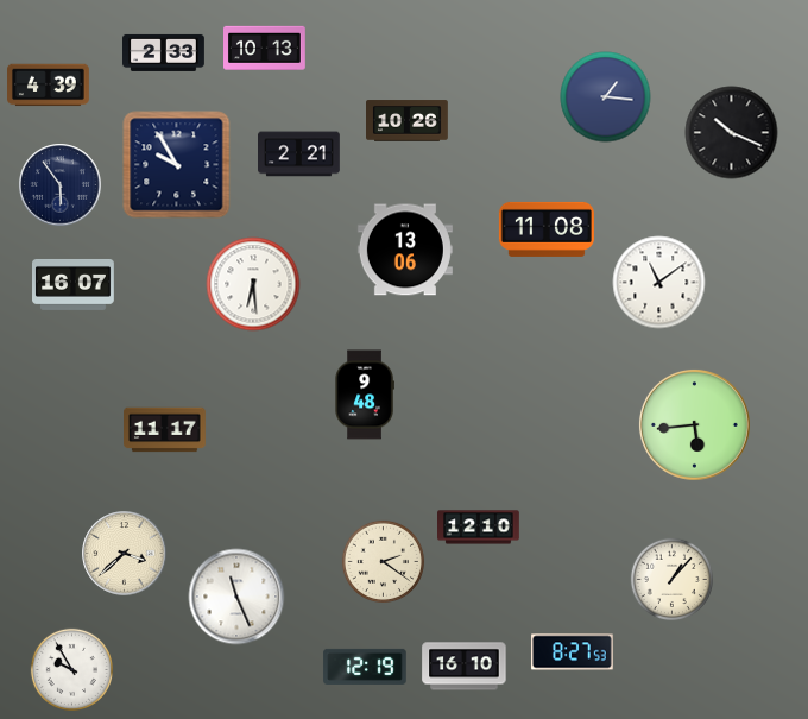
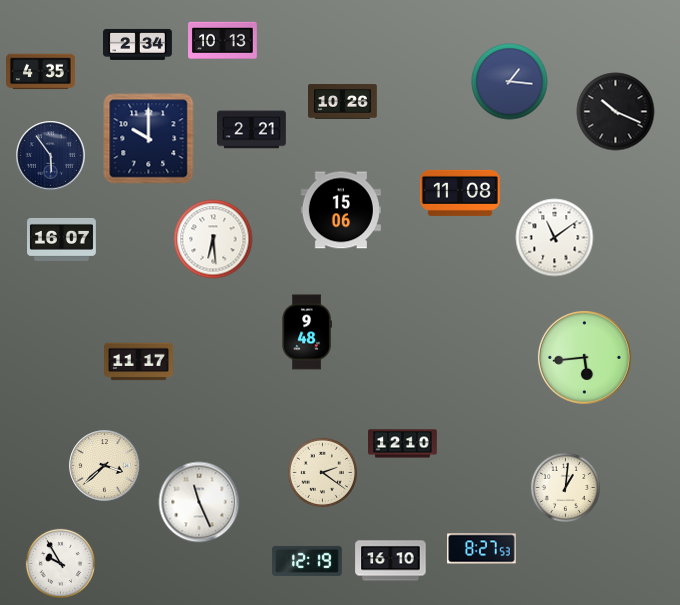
clock at (164, 52): 2:33 -> 2:34
clock at (49, 86): 4:39 -> 4:35
clock at (177, 165): 9:55 -> 10:00
clock at (405, 250): 13:06 -> 15:06
clock at (671, 579): 1:07 -> 1:01
